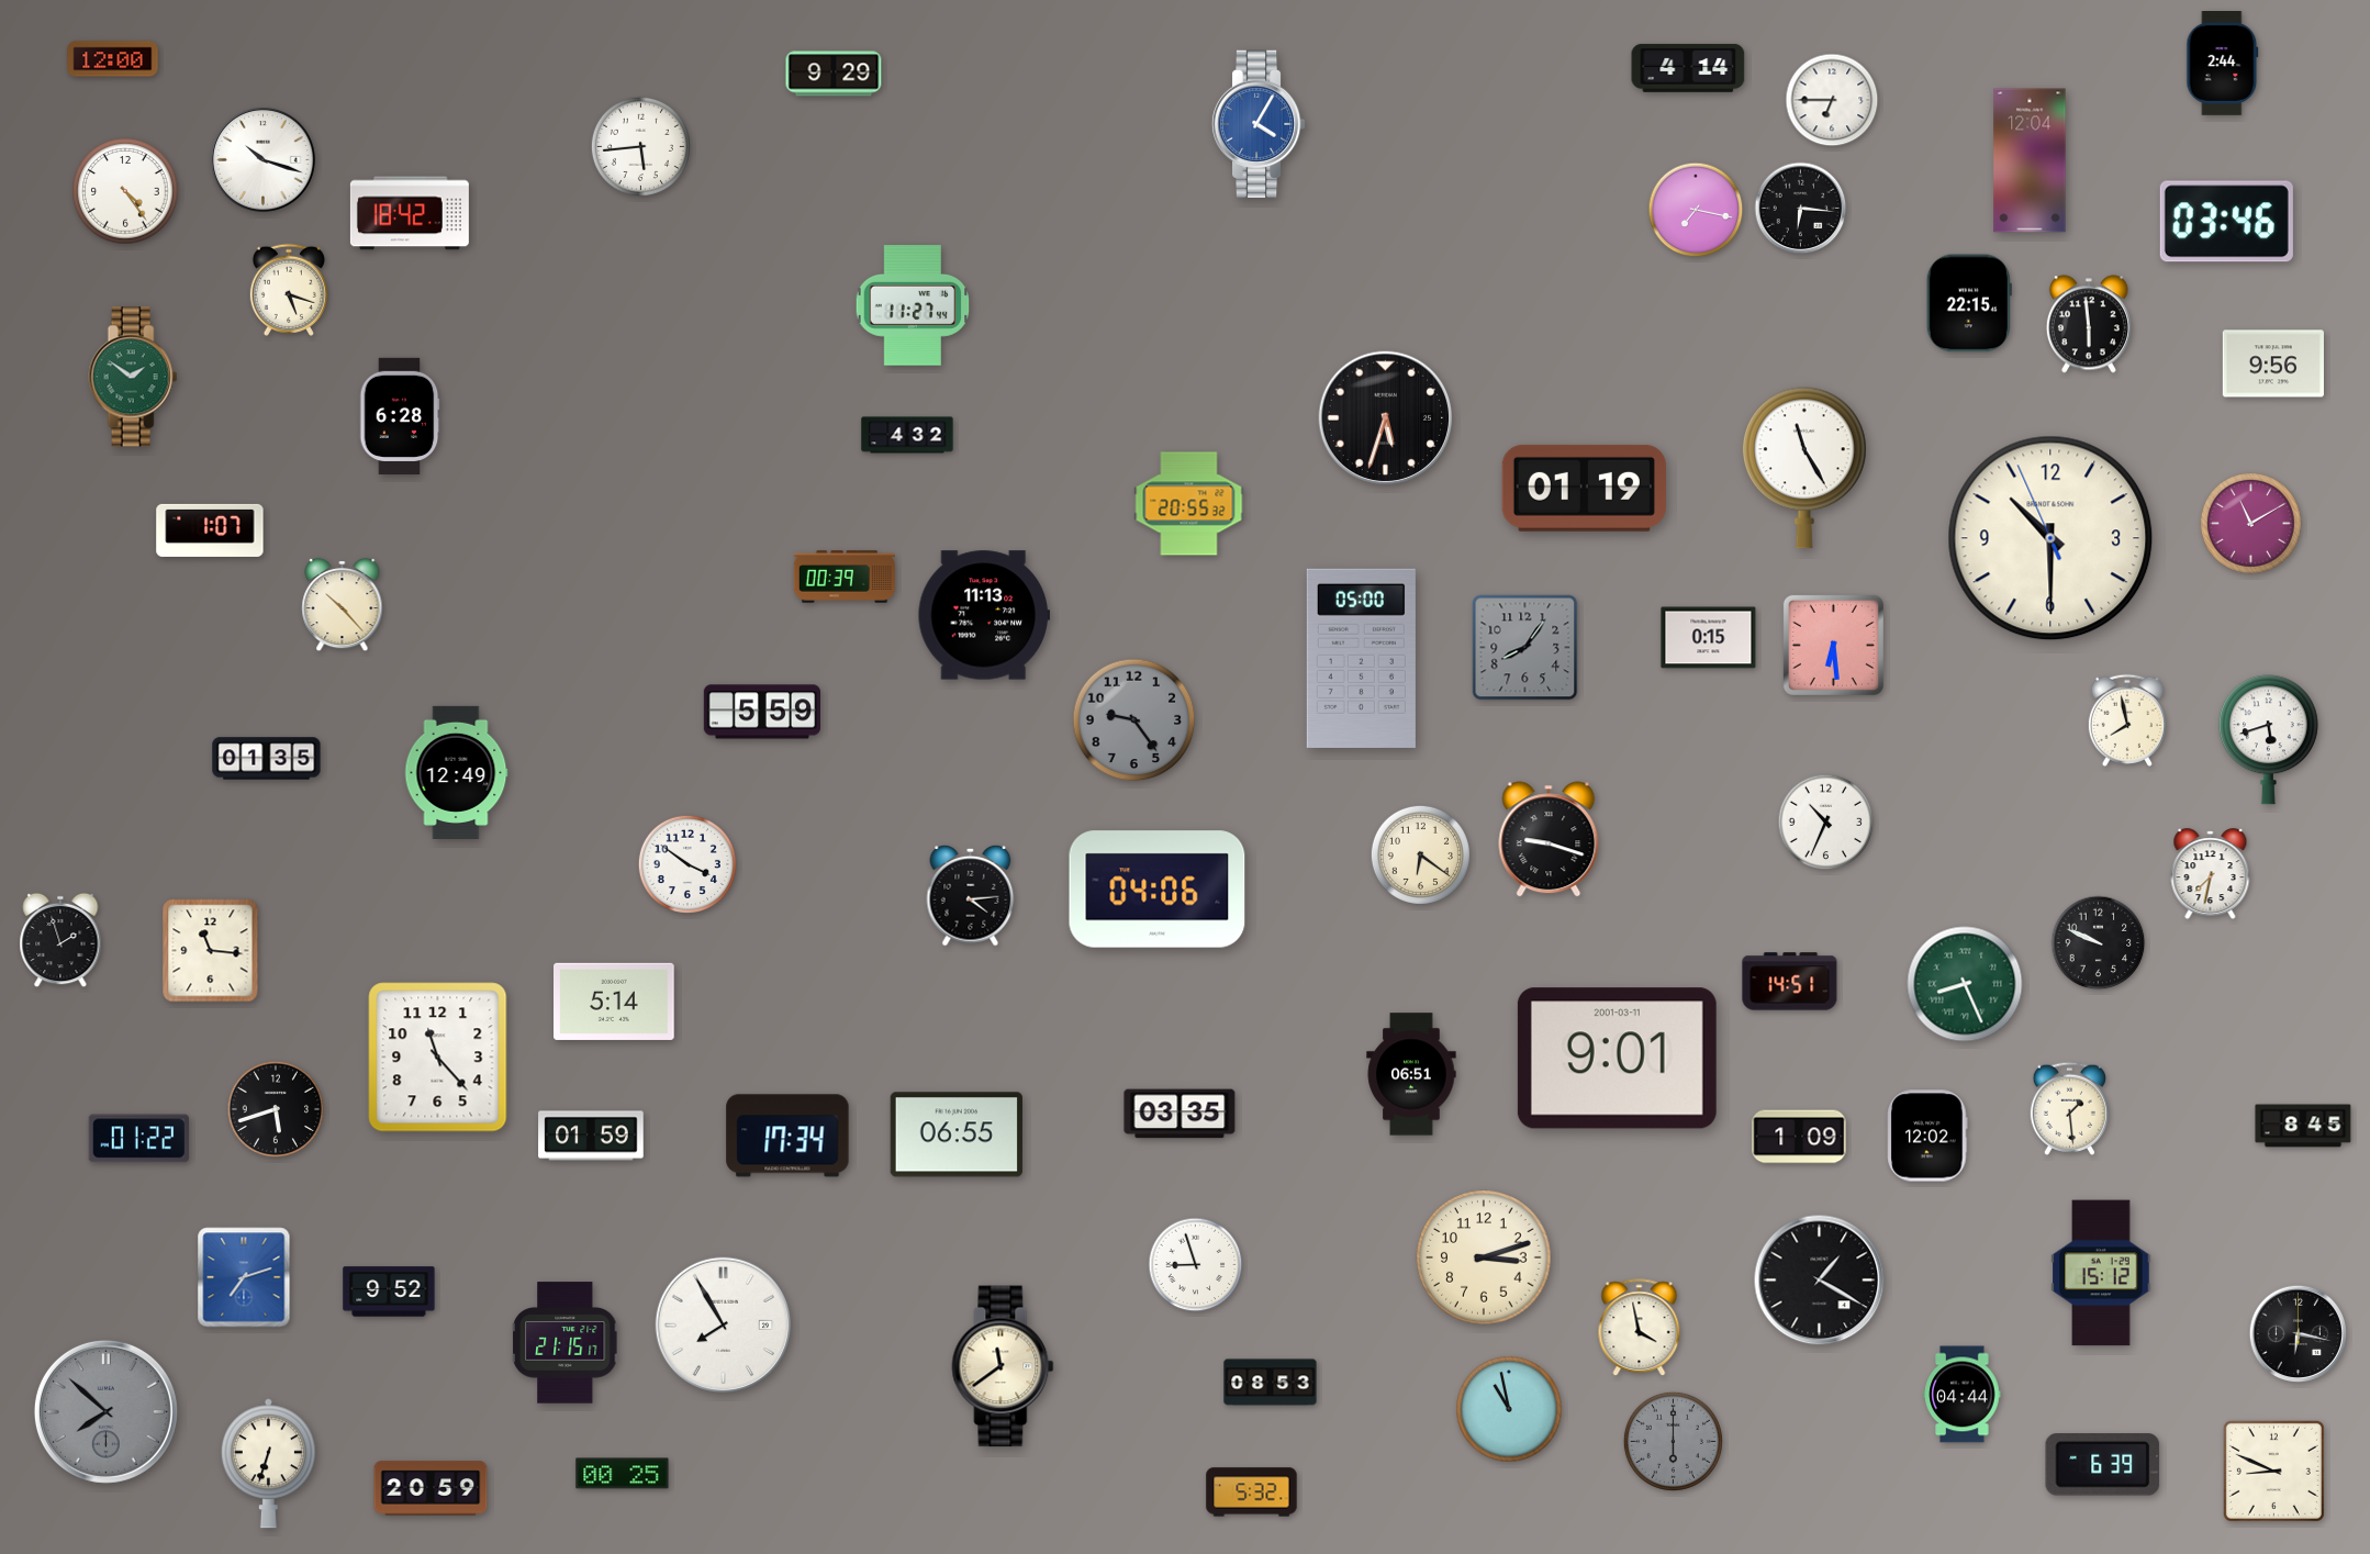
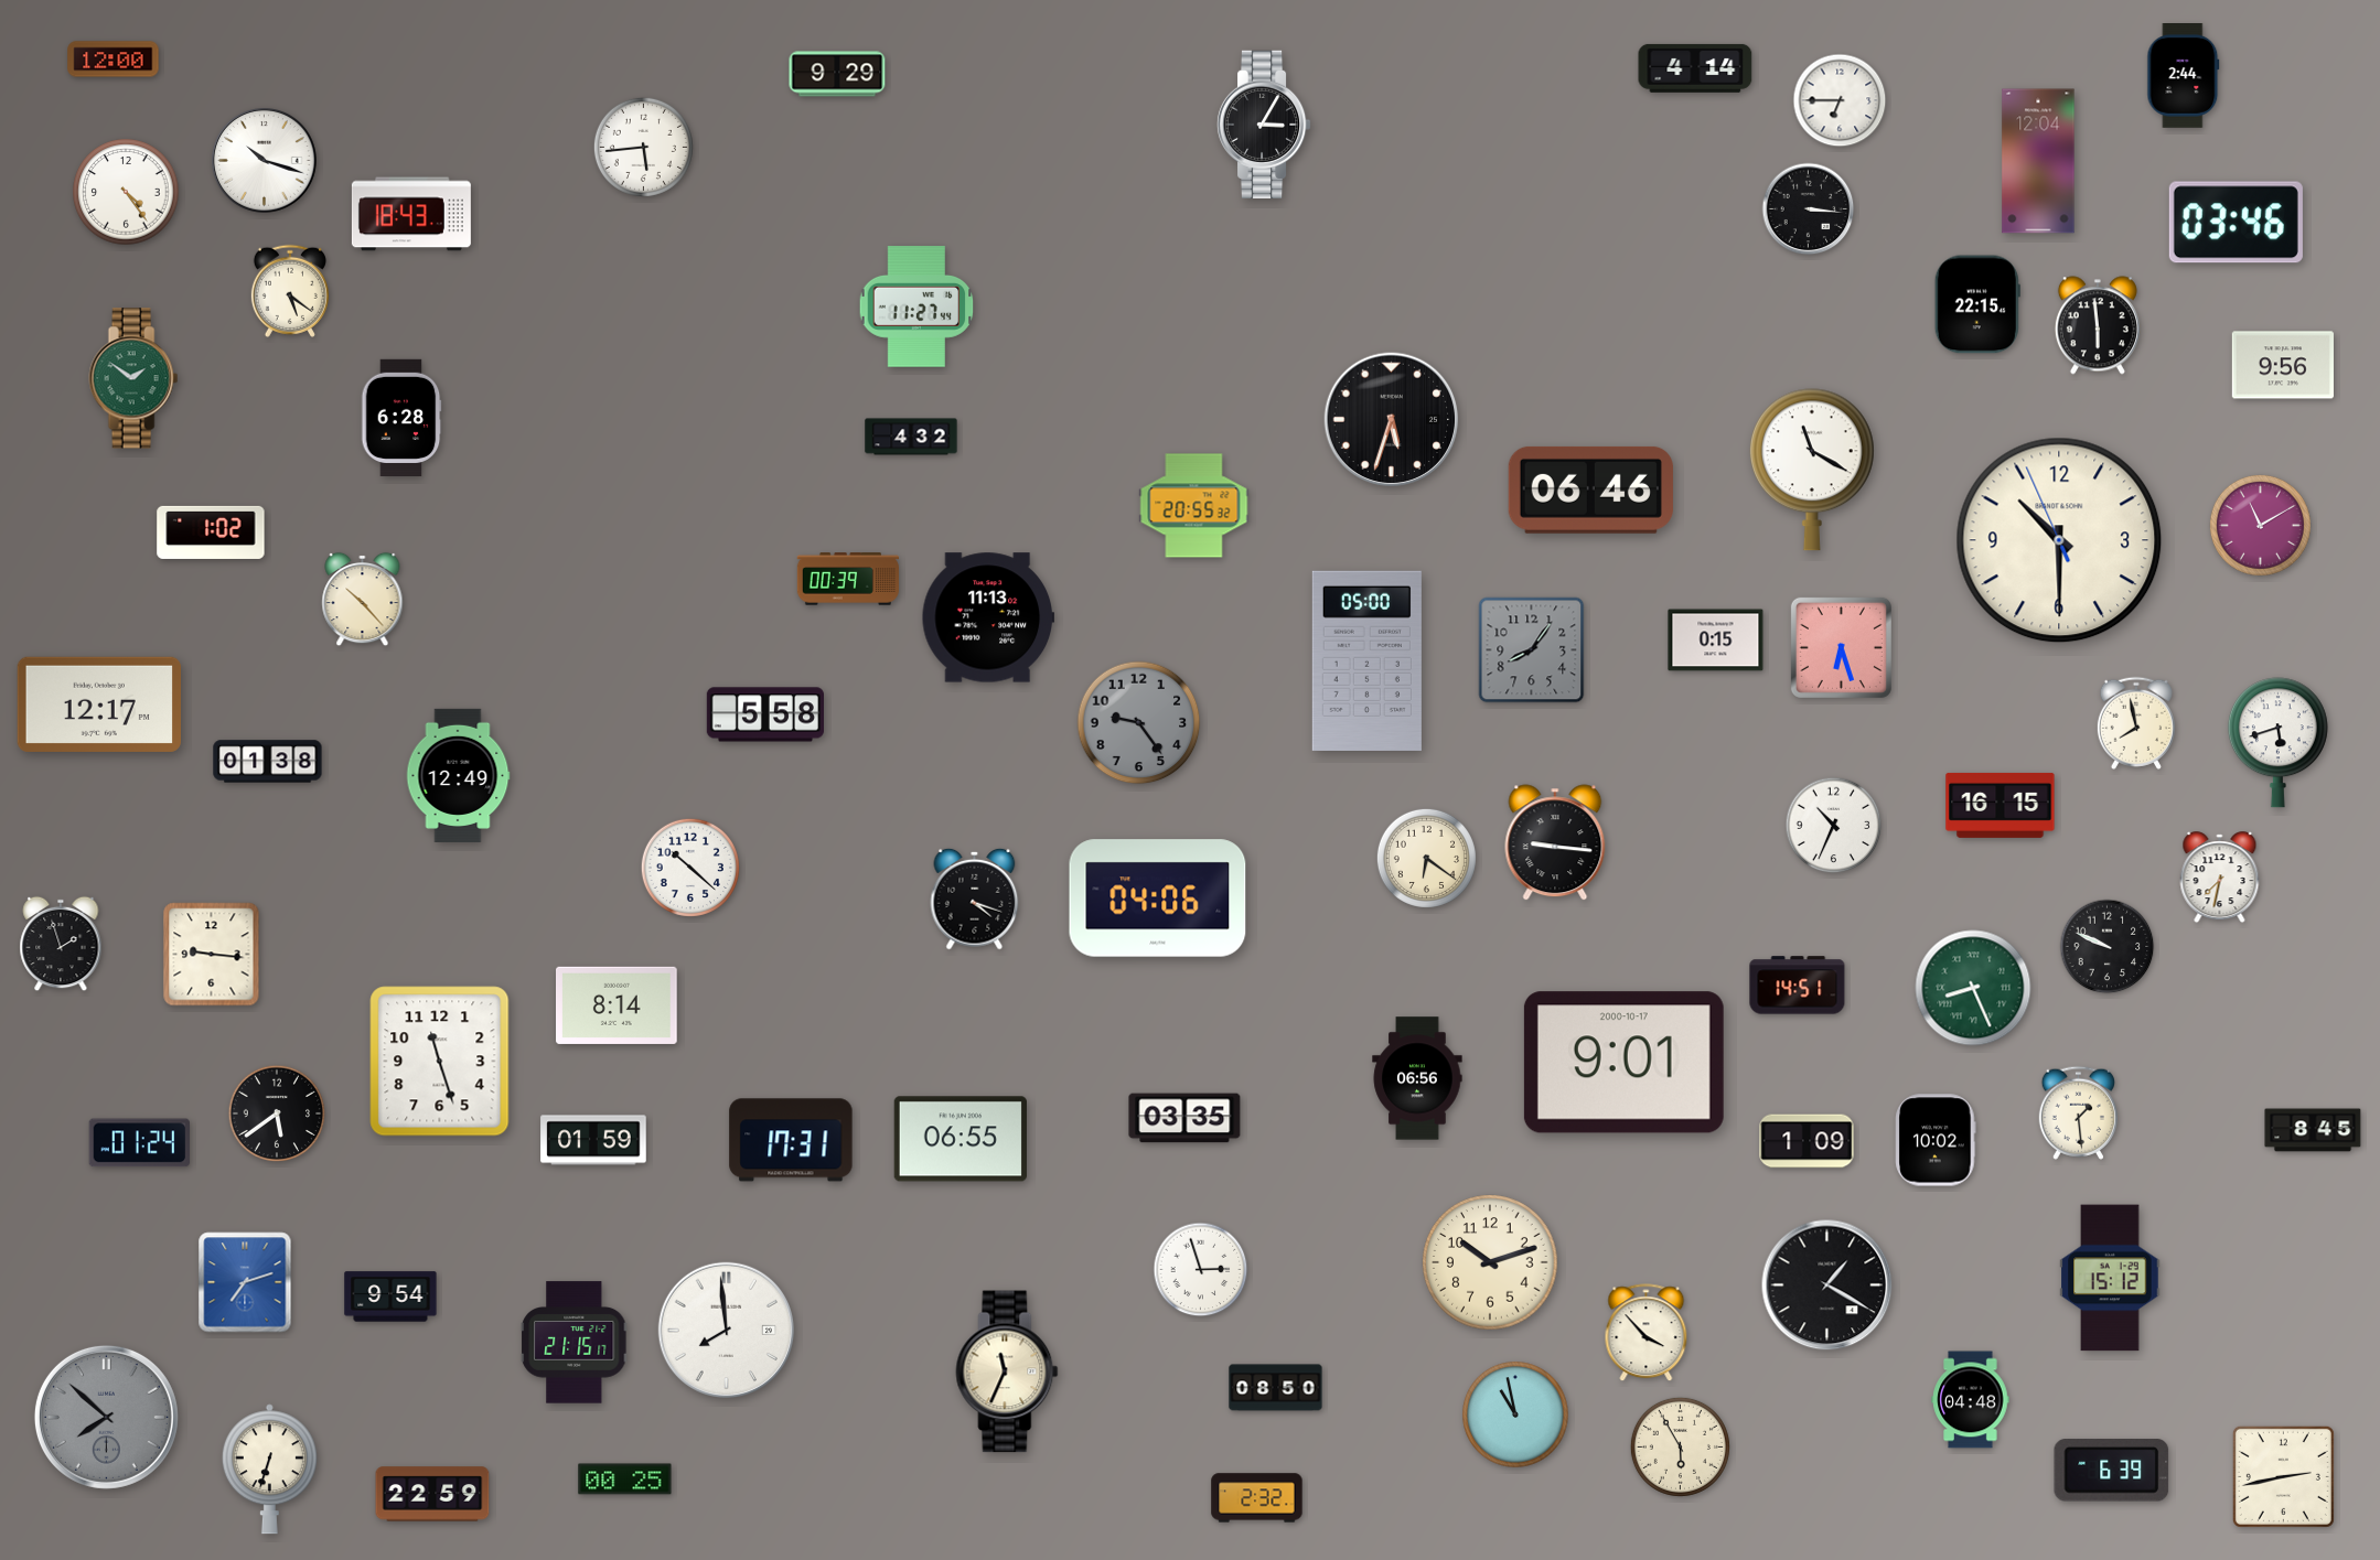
clock at (2223, 64) position: (2223, 64) -> (2184, 76)
clock at (1259, 123): 4:05 -> 3:05
clock at (1259, 123) dial: blue -> black
clock at (1801, 209): 6:16 -> 3:16
clock at (1696, 210): 7:17 -> none
clock at (410, 213): 18:42 -> 18:43
clock at (289, 290): 5:18 -> 5:21
clock at (1804, 468): 11:25 -> 11:20
clock at (1584, 488): 01:19 -> 06:46
clock at (210, 530): 1:07 -> 1:02
clock at (343, 605) position: (343, 605) -> (363, 600)
clock at (1833, 645): 6:29 -> 6:27
clock at (98, 704): none -> 12:17
clock at (761, 712): 5:59 -> 5:58
clock at (267, 759): 01:35 -> 01:38
clock at (2001, 805): none -> 16:15
clock at (1549, 839): 9:18 -> 9:16
clock at (687, 864): 3:51 -> 10:22
clock at (1158, 890) position: (1158, 890) -> (1158, 899)
clock at (971, 895): 4:14 -> 4:18
clock at (211, 951): 11:16 -> 9:16
clock at (615, 1002): 5:14 -> 8:14
clock at (438, 1058): 11:23 -> 11:27
clock at (1617, 1059) date: 2001-03-11 -> 2000-10-17
clock at (1411, 1074): 06:51 -> 06:56
clock at (276, 1109): 5:42 -> 5:39
clock at (787, 1136): 17:34 -> 17:31
clock at (1927, 1136): 12:02 -> 10:02
clock at (138, 1139): 01:22 -> 01:24
clock at (1484, 1257): 3:12 -> 10:12
clock at (1196, 1265): 8:57 -> 2:57
clock at (389, 1292): 9:52 -> 9:54
clock at (723, 1324): 7:55 -> 7:59
clock at (1640, 1328): 3:58 -> 3:53
clock at (2298, 1333): 6:17 -> none
clock at (566, 1343) position: (566, 1343) -> (575, 1343)
clock at (1003, 1366): 11:39 -> 11:34
clock at (1271, 1383): 08:53 -> 08:50
clock at (1963, 1395): 04:44 -> 04:48
clock at (1673, 1441): 6:00 -> 5:55
clock at (1673, 1441) dial: grey -> cream
clock at (2273, 1471): 8:49 -> 2:43
clock at (431, 1488): 20:59 -> 22:59
clock at (1252, 1492): 5:32 -> 2:32
